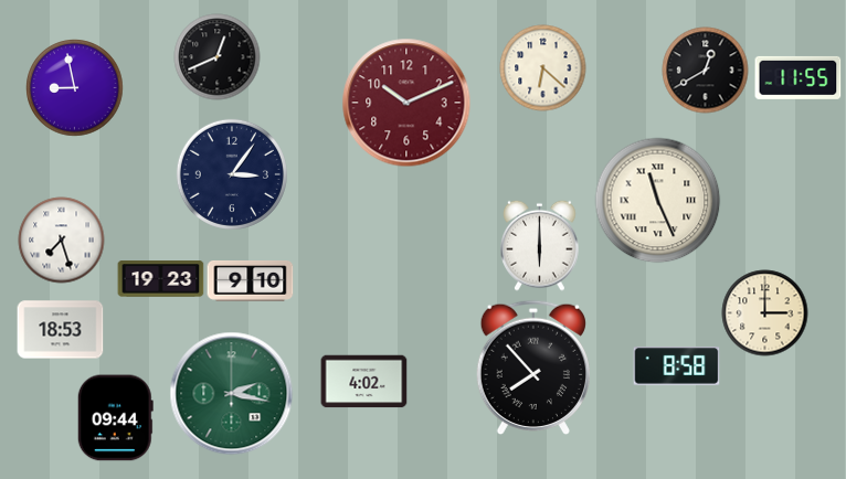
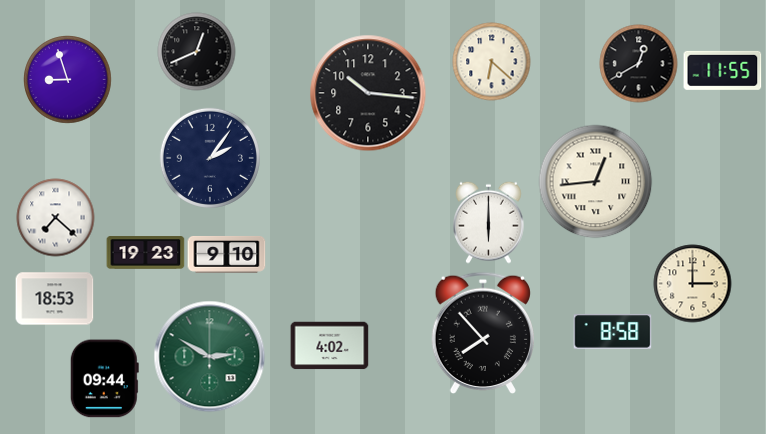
clock at (74, 87): 8:58 -> 8:57
clock at (406, 103): 10:11 -> 10:16
clock at (406, 103) dial: burgundy -> black
clock at (232, 174): 3:06 -> 2:06
clock at (657, 200): 11:26 -> 12:44
clock at (61, 239): 7:27 -> 7:22
clock at (231, 393): 2:17 -> 2:50
